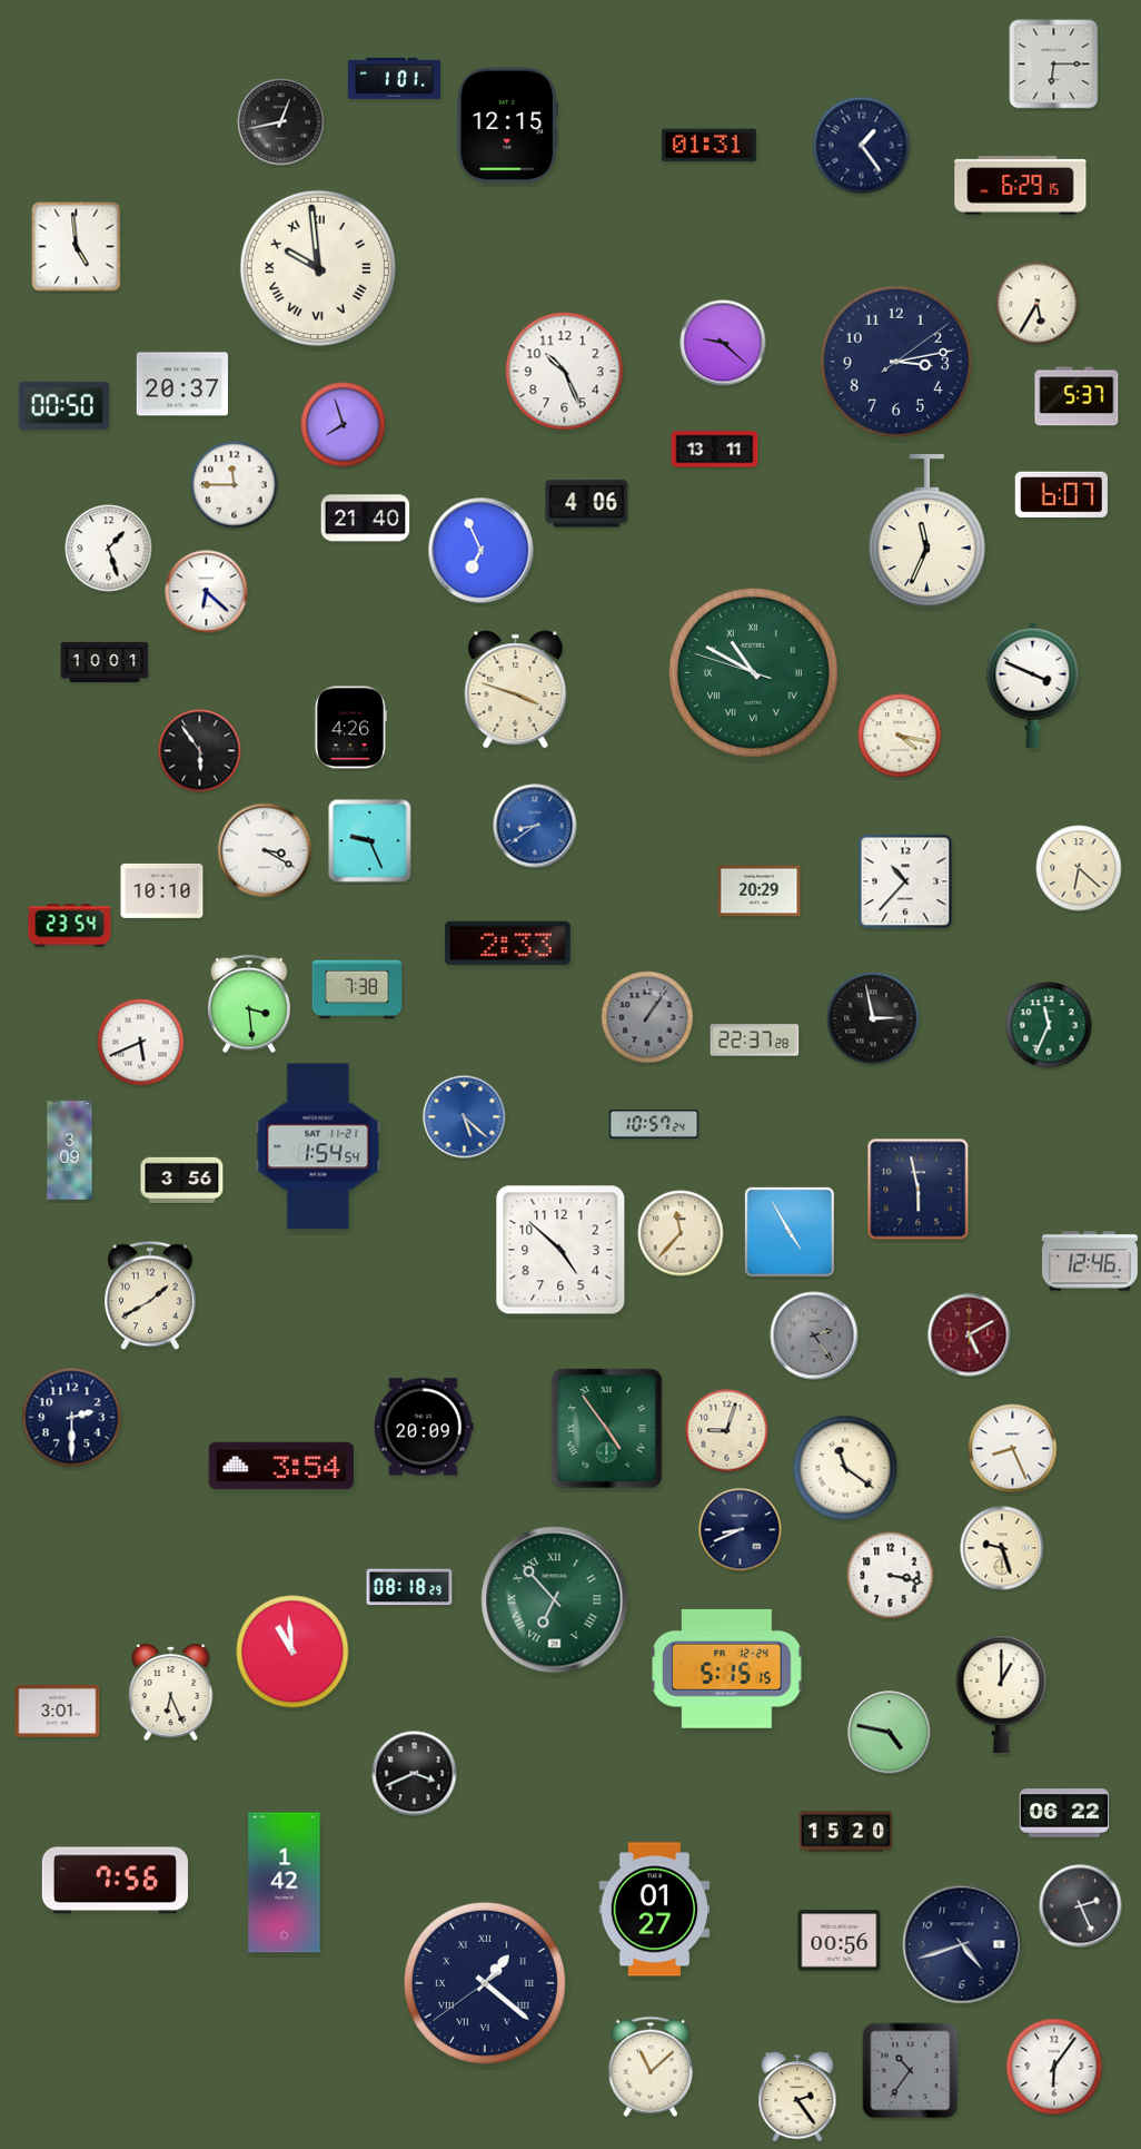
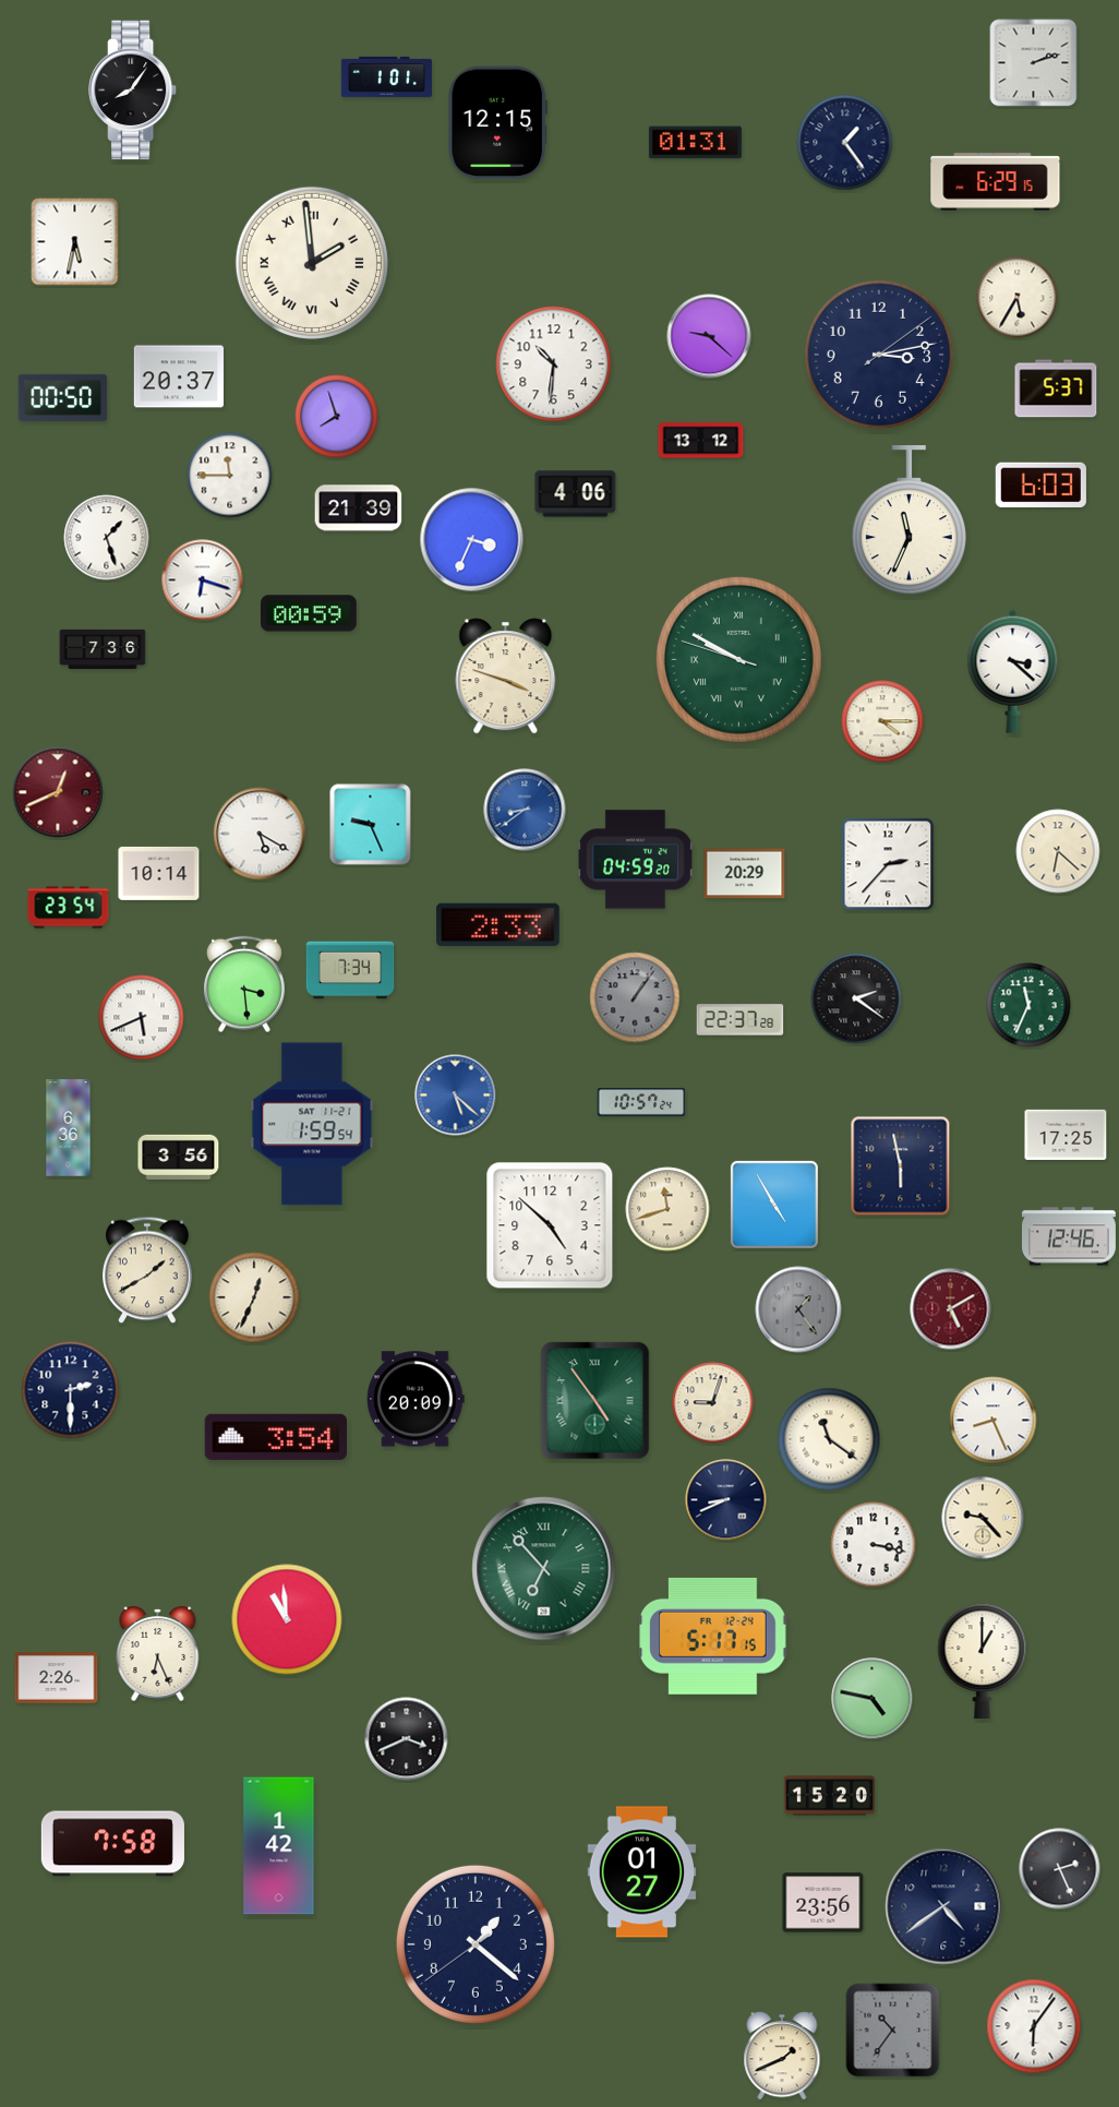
clock at (1054, 65): 6:15 -> 2:12
clock at (134, 91): none -> 8:06
clock at (281, 122): 12:43 -> none
clock at (1021, 186) position: (1021, 186) -> (996, 182)
clock at (77, 247): 4:59 -> 5:32
clock at (318, 268): 9:59 -> 1:59
clock at (565, 372): 10:26 -> 10:31
clock at (715, 450): 13:11 -> 13:12
clock at (1061, 494): 6:07 -> 6:03
clock at (366, 519): 21:40 -> 21:39
clock at (482, 551): 6:56 -> 3:34
clock at (207, 592): 6:22 -> 6:18
clock at (310, 613): none -> 00:59
clock at (105, 661): 10:01 -> 7:36
clock at (753, 672): 10:49 -> 9:49
clock at (1033, 684): 3:49 -> 3:22
clock at (350, 728): 4:26 -> none
clock at (900, 736): 4:17 -> 4:15
clock at (200, 751): 5:54 -> none
clock at (58, 792): none -> 12:41
clock at (370, 841) position: (370, 841) -> (371, 825)
clock at (265, 850): 3:20 -> 5:20
clock at (635, 860): none -> 04:59
clock at (905, 881): 10:37 -> 2:37
clock at (162, 890): 10:10 -> 10:14
clock at (357, 989): 7:38 -> 7:34
clock at (873, 1018): 2:58 -> 2:21
clock at (141, 1043) position: (141, 1043) -> (142, 1018)
clock at (318, 1146): 1:54 -> 1:59
clock at (70, 1151): 3:09 -> 6:36
clock at (1066, 1135): none -> 17:25
clock at (790, 1232) position: (790, 1232) -> (774, 1205)
clock at (681, 1233): 11:37 -> 11:42
clock at (254, 1297): none -> 12:34
clock at (814, 1335): 2:24 -> 1:24
clock at (1002, 1548): 9:27 -> 9:23
clock at (409, 1587): 08:18 -> none
clock at (727, 1668): 5:15 -> 5:17
clock at (171, 1692) position: (171, 1692) -> (158, 1653)
clock at (58, 1712): 3:01 -> 2:26
clock at (1064, 1813): 06:22 -> none
clock at (115, 1881): 7:56 -> 7:58
clock at (840, 1941): 00:56 -> 23:56
clock at (962, 1944): 4:42 -> 4:39
clock at (485, 1983) numerals: Roman -> Arabic
clock at (651, 2067): 11:08 -> none
clock at (797, 2097): 2:24 -> 1:41
